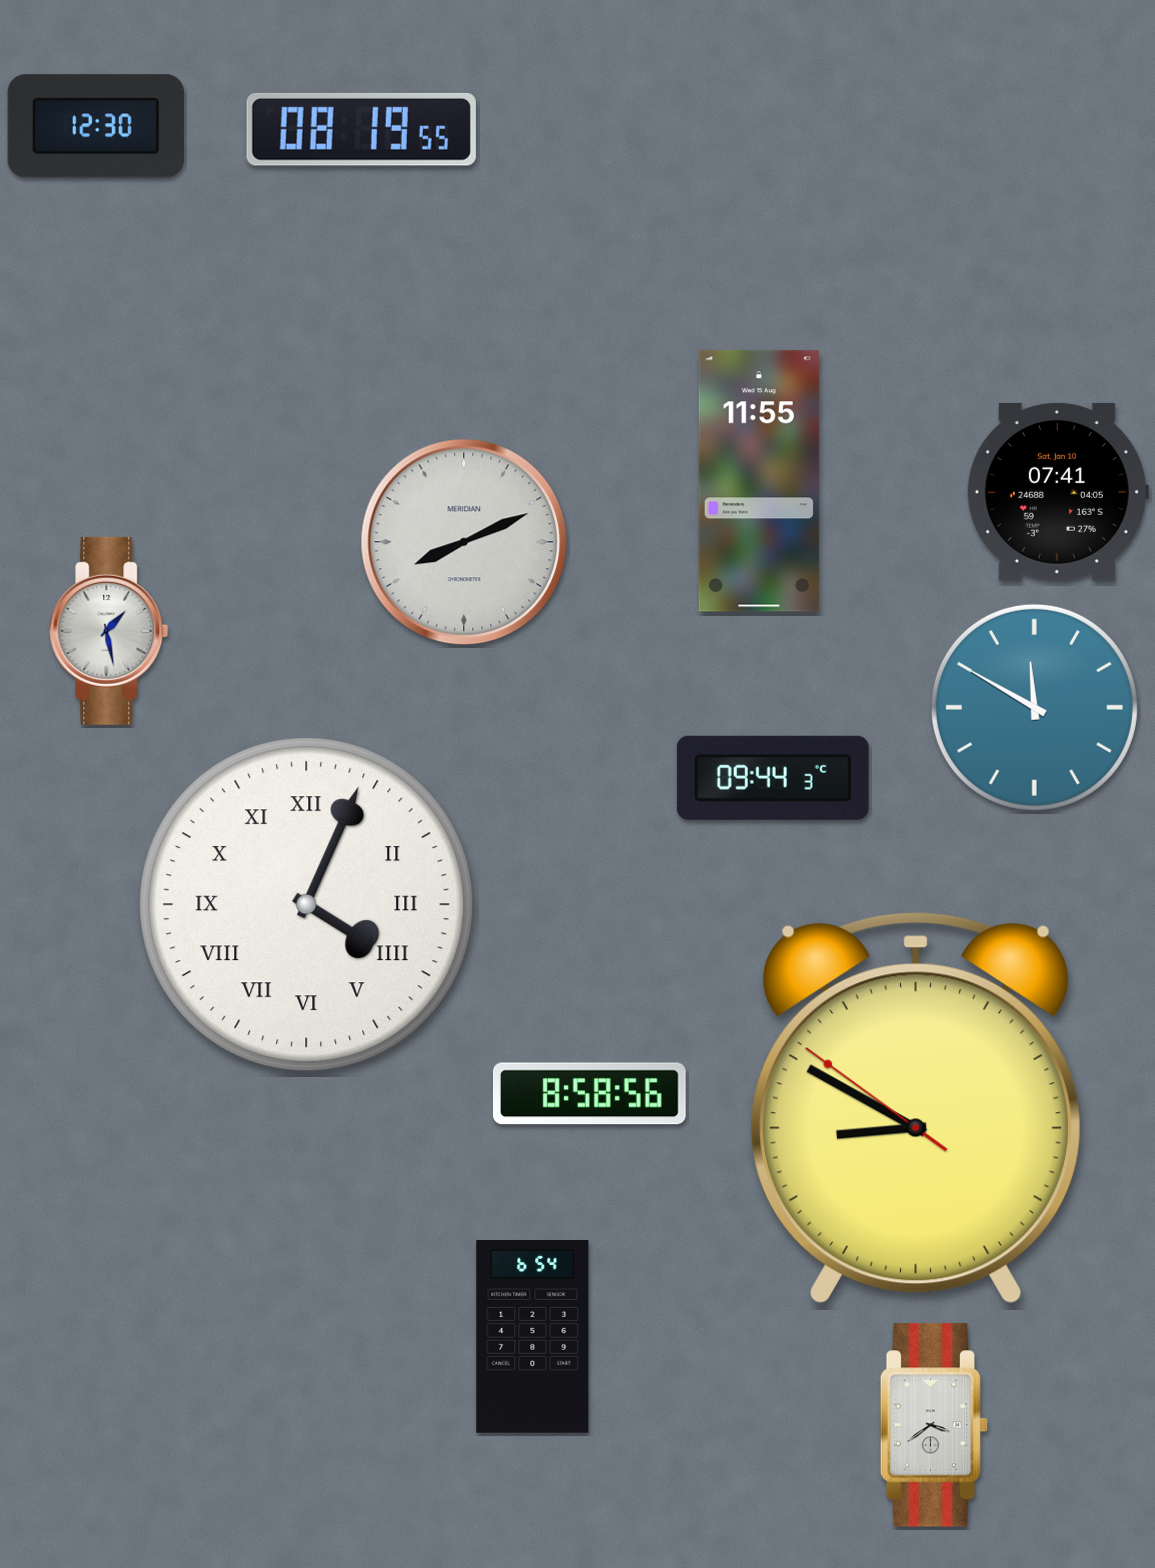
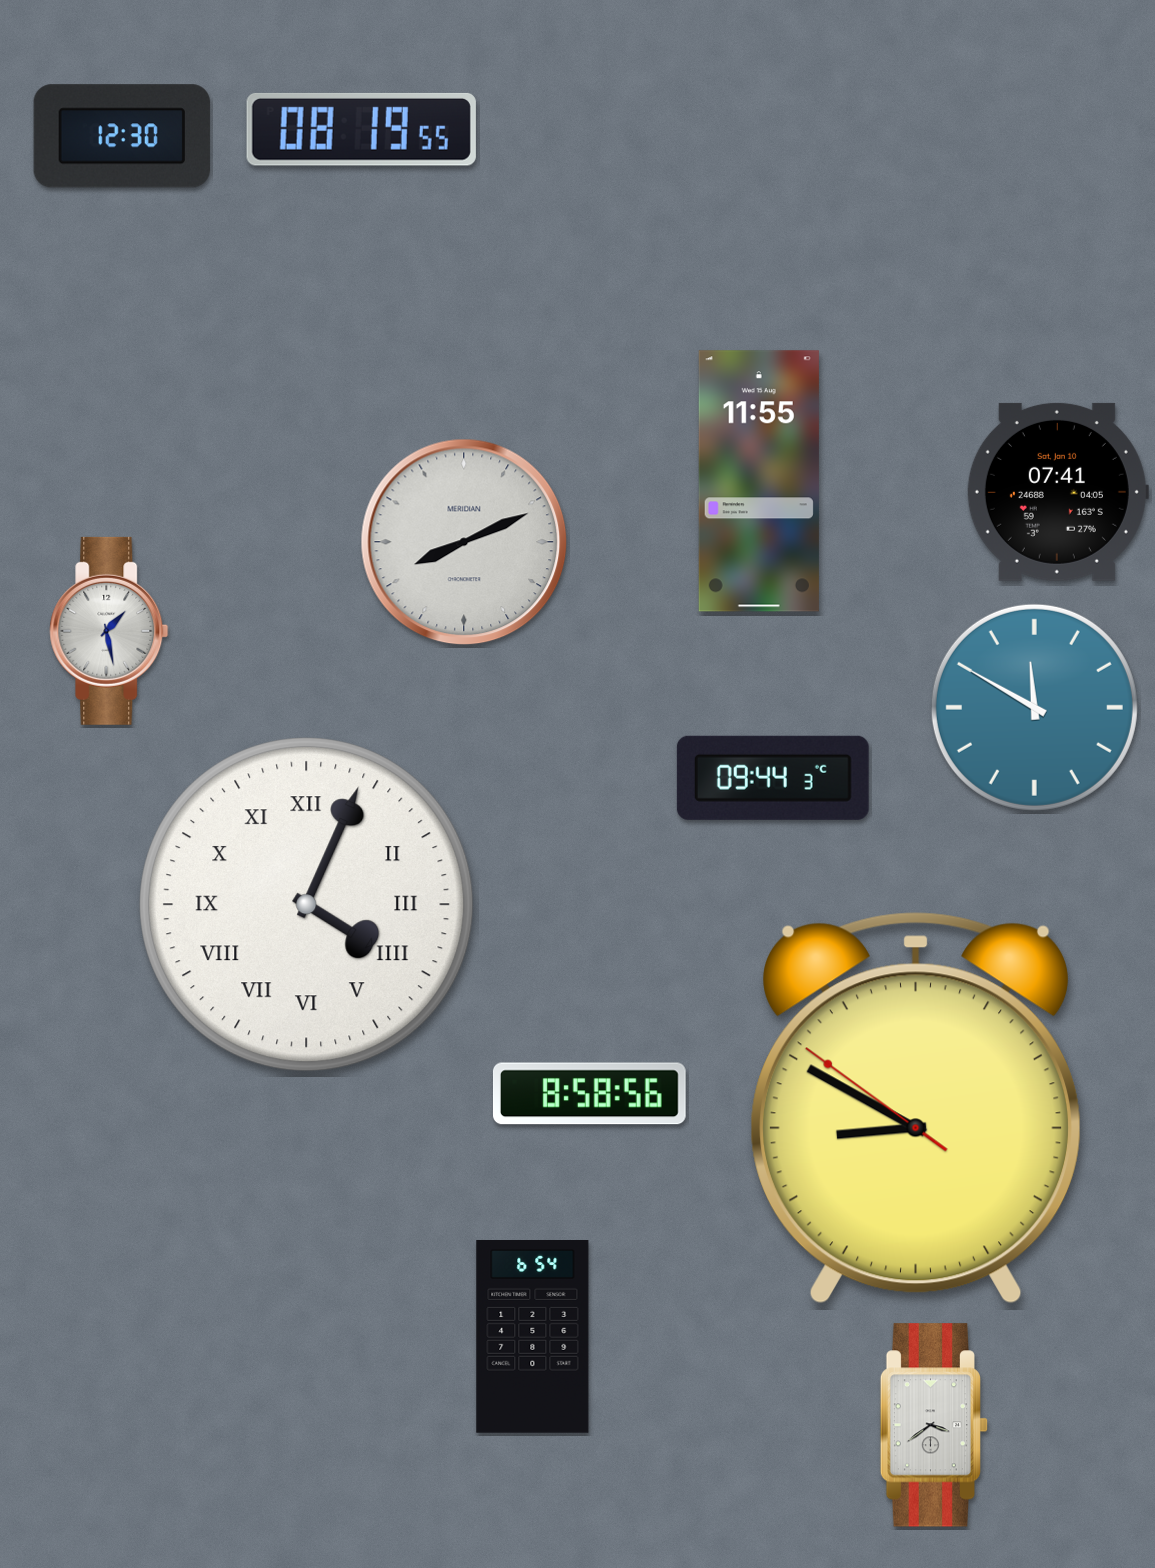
clock at (96, 126) position: (96, 126) -> (122, 136)
